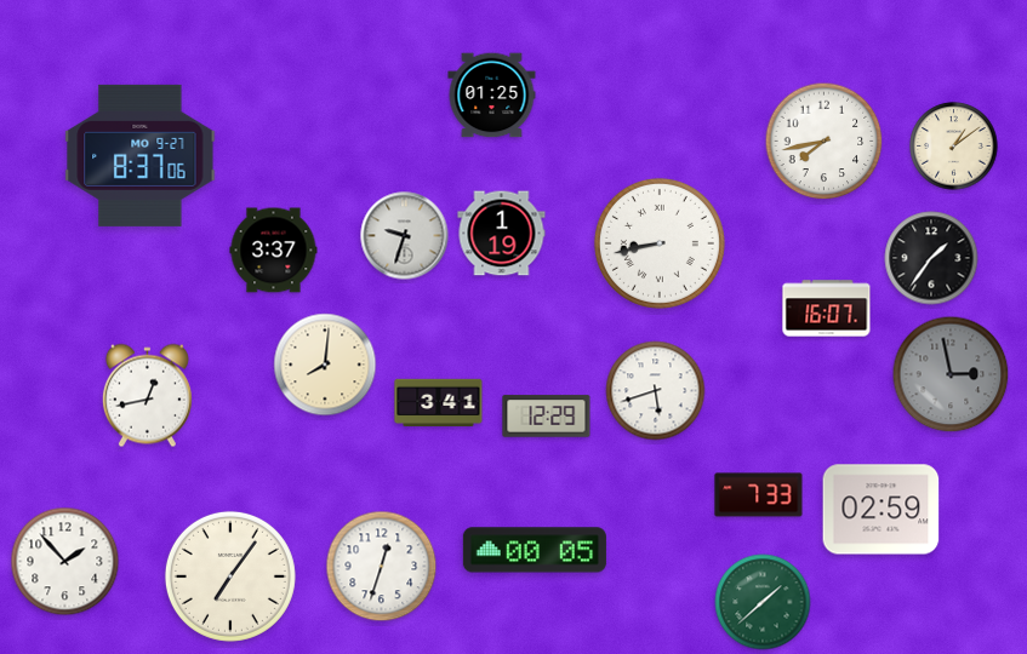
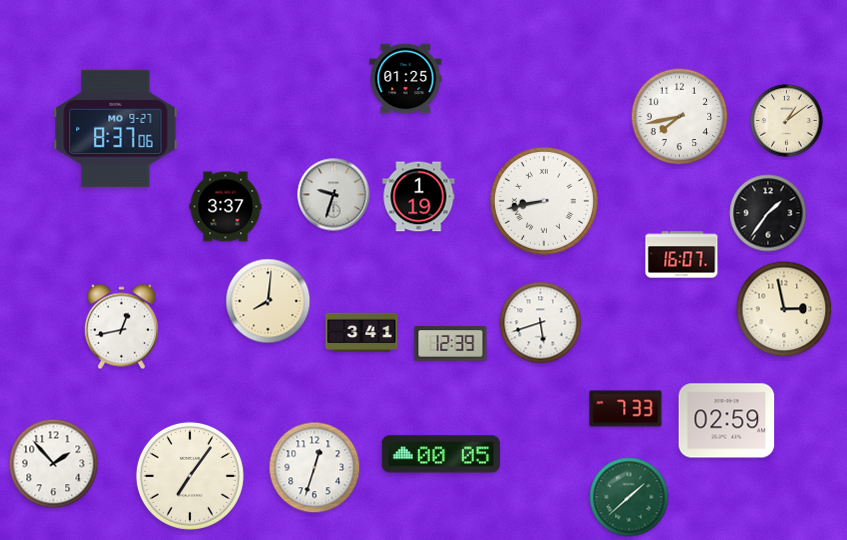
clock at (502, 234) position: (502, 234) -> (419, 197)
clock at (951, 374) dial: grey -> cream
clock at (547, 417): 12:29 -> 12:39
